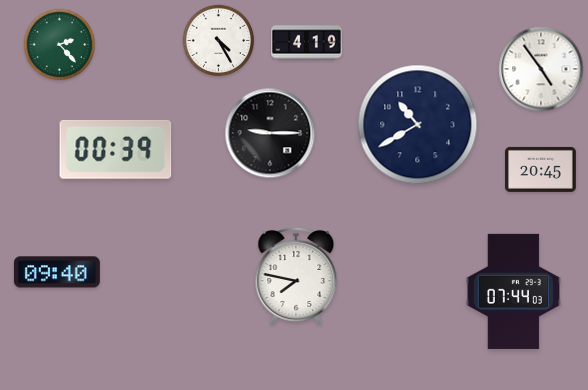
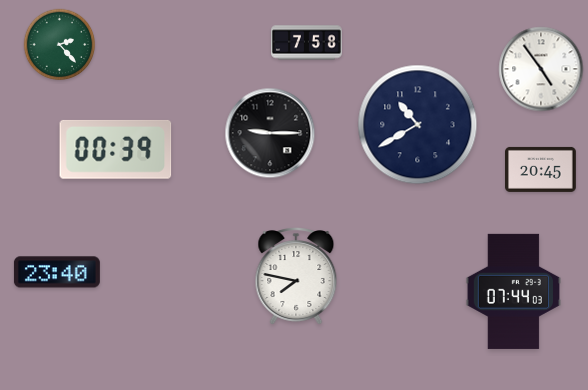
clock at (219, 41): 4:25 -> none
clock at (307, 43): 4:19 -> 7:58
clock at (57, 272): 09:40 -> 23:40
